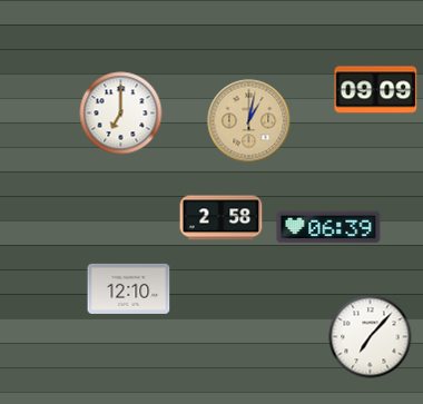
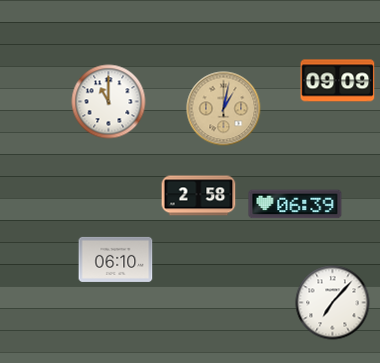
clock at (121, 114): 7:00 -> 11:00
clock at (129, 288): 12:10 -> 06:10
